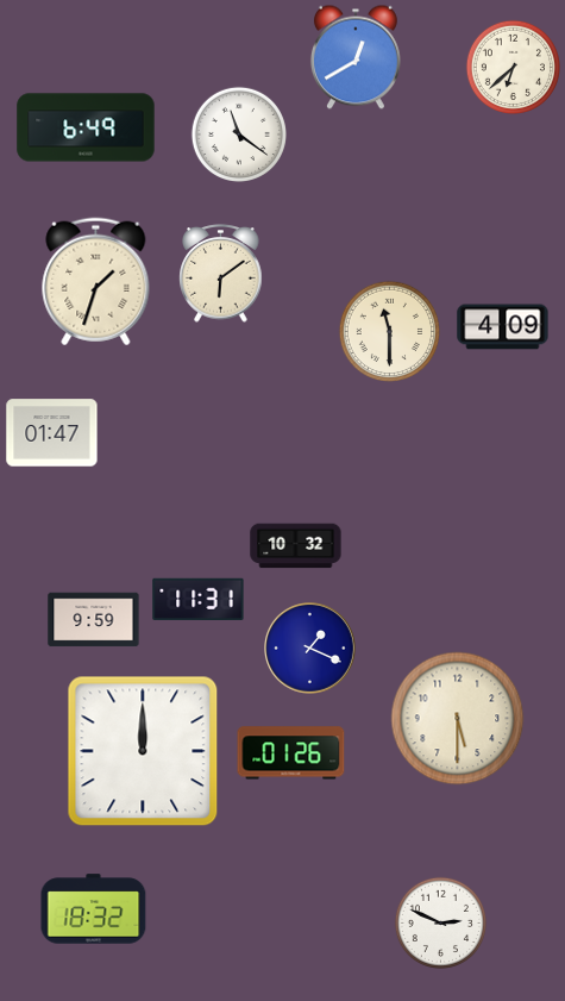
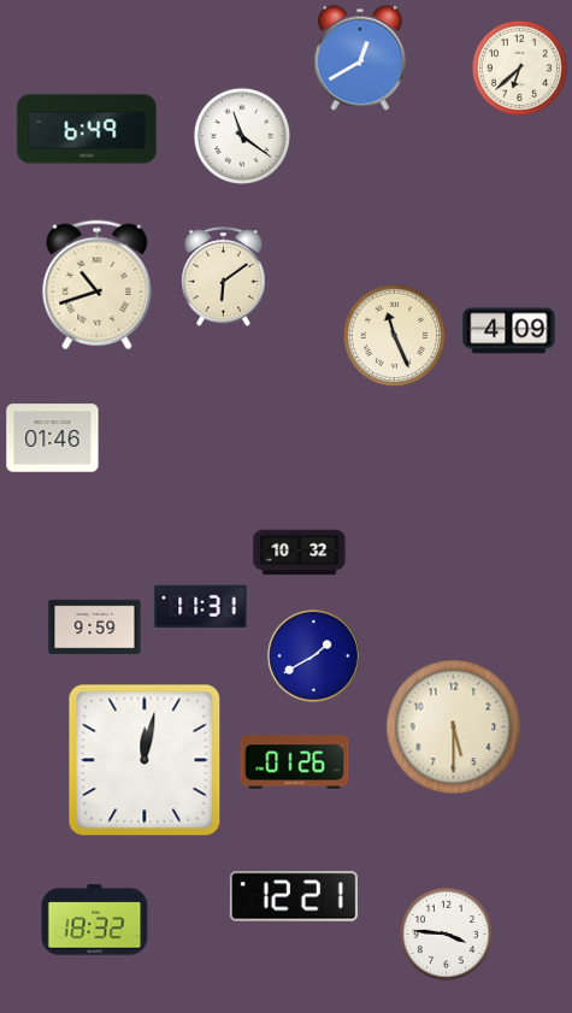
clock at (96, 282): 1:33 -> 10:42
clock at (389, 331): 11:30 -> 11:26
clock at (52, 433): 01:47 -> 01:46
clock at (310, 649): 1:19 -> 1:40
clock at (458, 719) position: (458, 719) -> (454, 728)
clock at (143, 751): 12:00 -> 12:02
clock at (294, 896): none -> 12:21
clock at (440, 922): 2:49 -> 3:46
